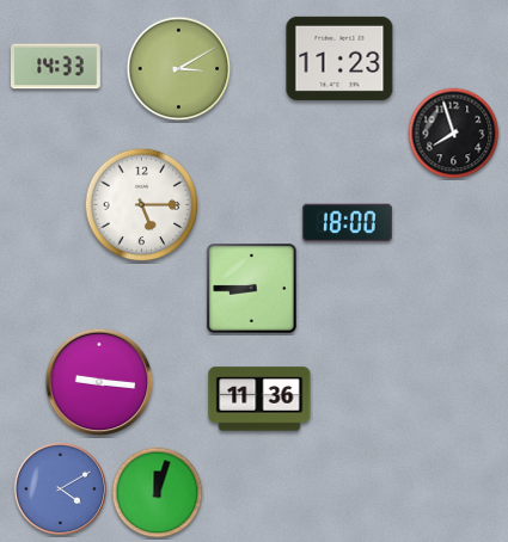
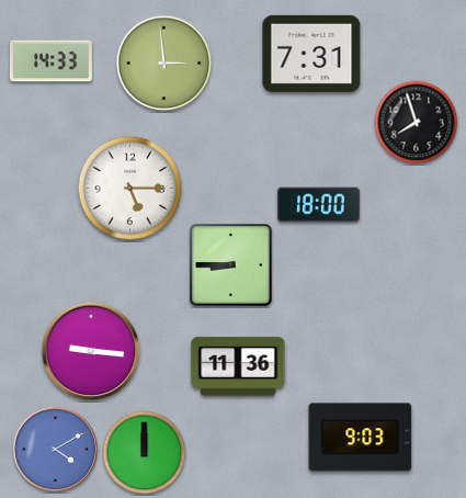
clock at (339, 58): 11:23 -> 7:31
clock at (179, 69): 3:10 -> 2:59
clock at (361, 438): none -> 9:03
clock at (158, 493): 12:03 -> 12:00
